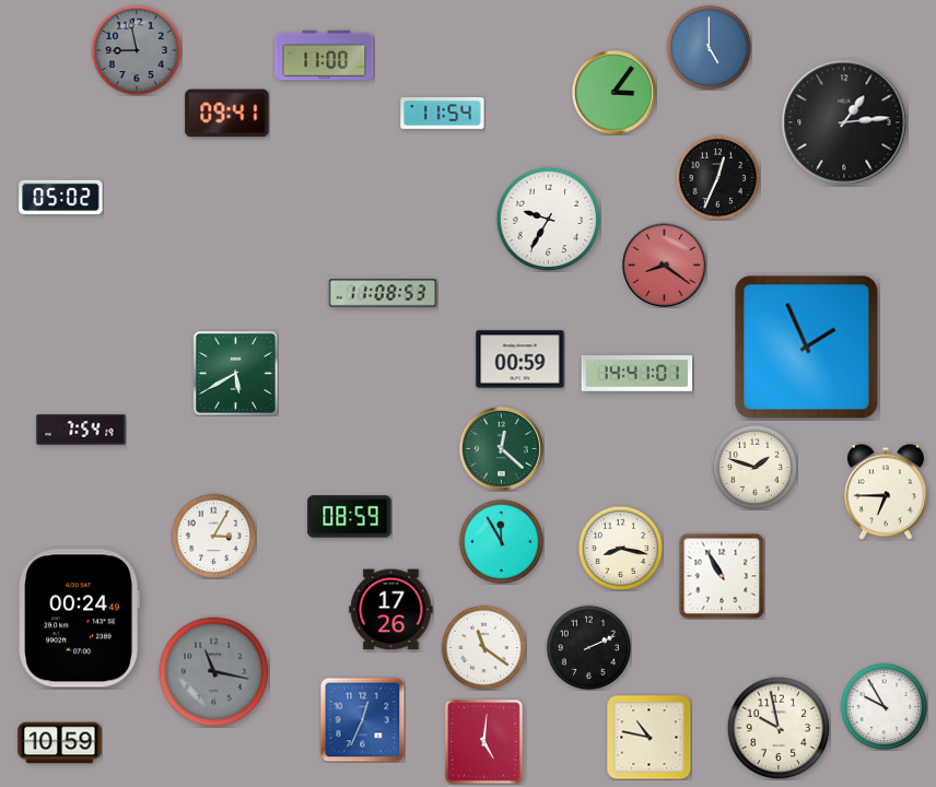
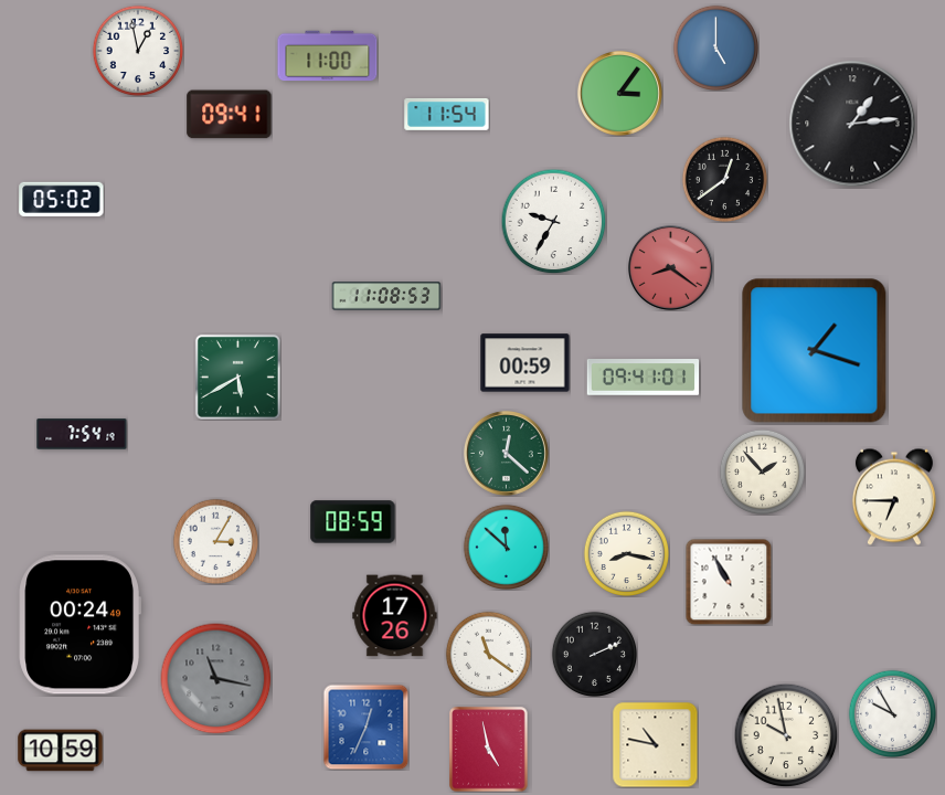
clock at (137, 50): 8:58 -> 12:58
clock at (137, 50) dial: grey -> white
clock at (717, 177): 12:34 -> 12:39
clock at (807, 348): 1:56 -> 1:18
clock at (637, 374): 14:41 -> 09:41
clock at (754, 467): 1:48 -> 1:53
clock at (501, 541): 11:55 -> 11:52
clock at (484, 742): 5:01 -> 4:58
